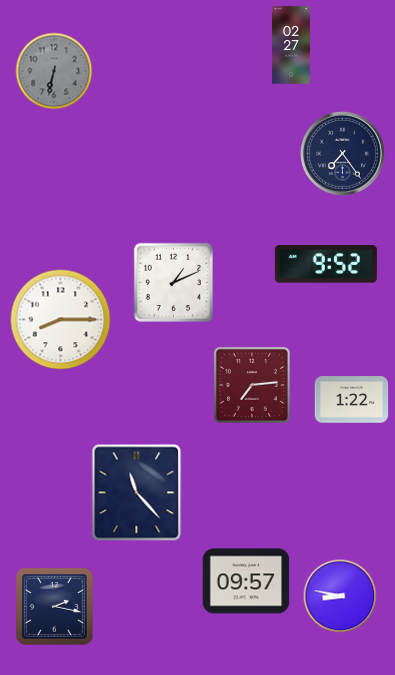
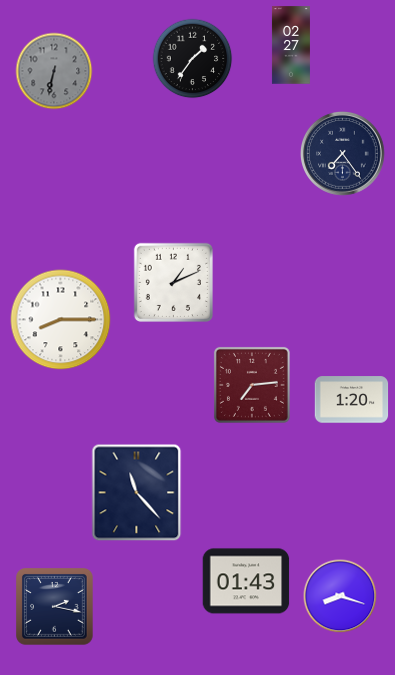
clock at (193, 59): none -> 1:36
clock at (326, 264): 9:52 -> none
clock at (352, 400): 1:22 -> 1:20
clock at (246, 581): 09:57 -> 01:43
clock at (340, 596): 8:47 -> 8:18
